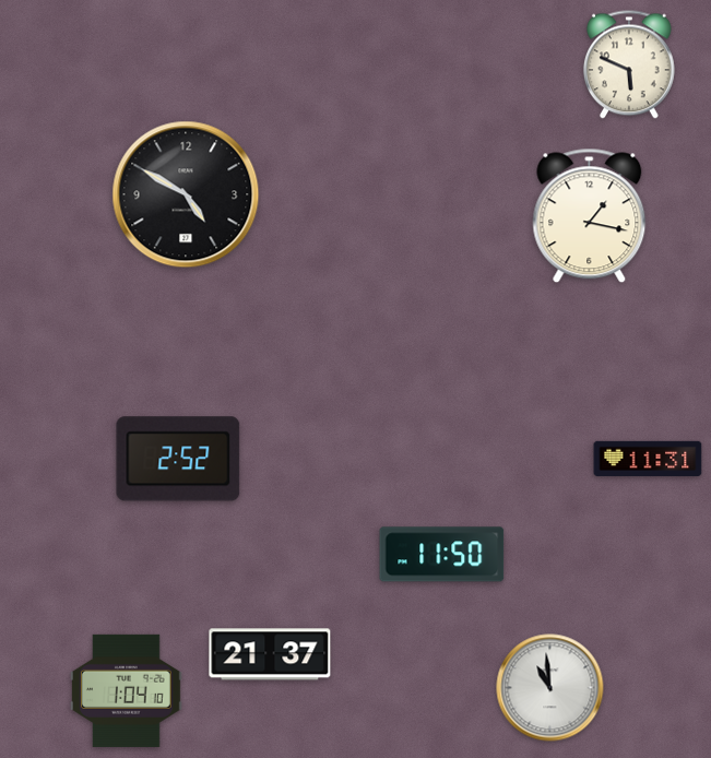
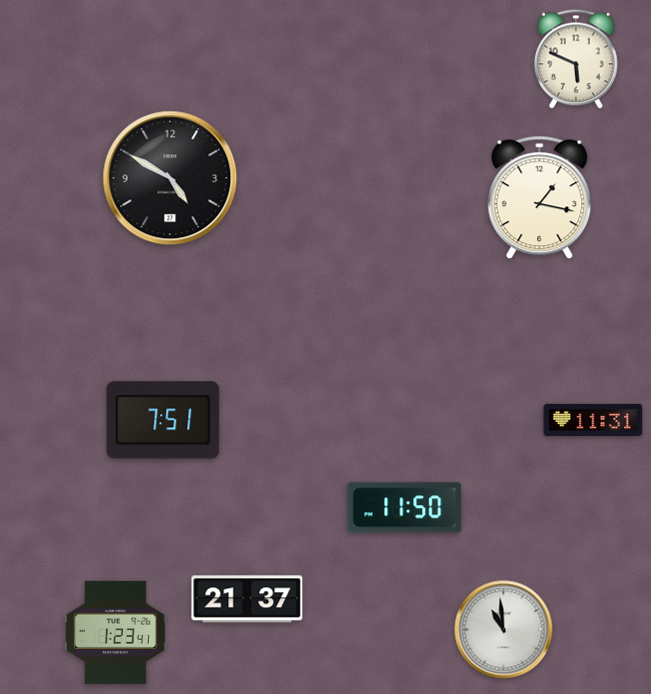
clock at (178, 459): 2:52 -> 7:51
clock at (126, 690): 1:04 -> 1:23
